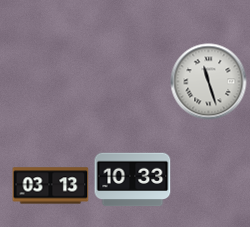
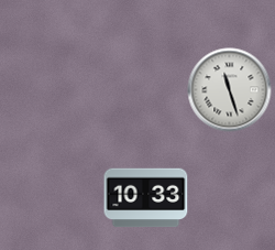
clock at (51, 186): 03:13 -> none
